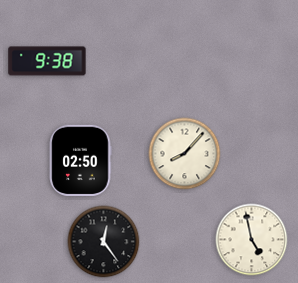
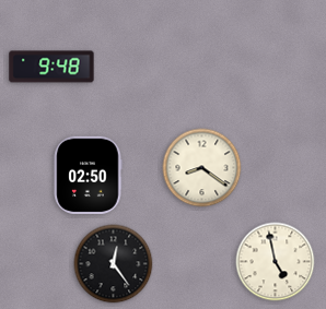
clock at (47, 61): 9:38 -> 9:48
clock at (185, 154): 8:07 -> 8:21
